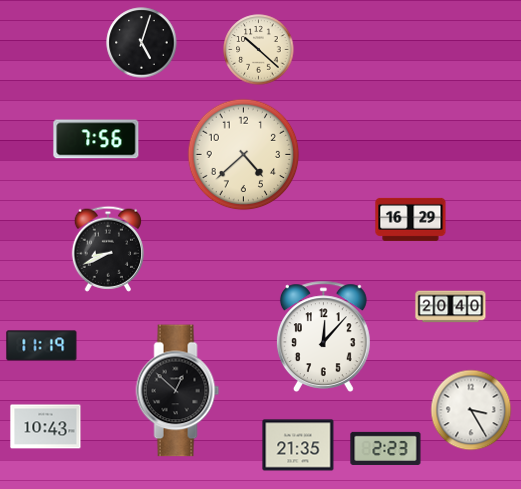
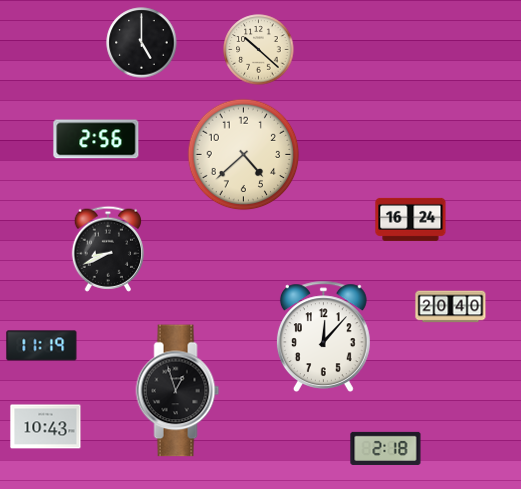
clock at (142, 43): 5:03 -> 5:00
clock at (96, 139): 7:56 -> 2:56
clock at (411, 219): 16:29 -> 16:24
clock at (178, 391): 12:52 -> 12:57
clock at (471, 410): 3:25 -> none
clock at (298, 445): 21:35 -> none
clock at (386, 448): 2:23 -> 2:18
